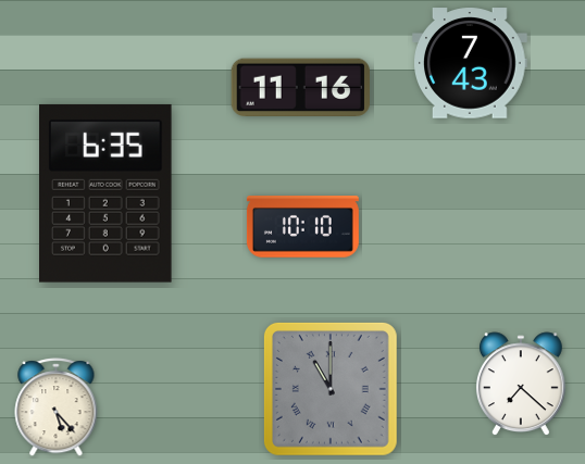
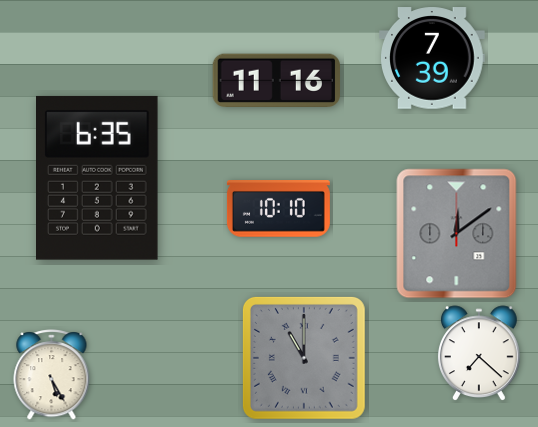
clock at (470, 63): 7:43 -> 7:39
clock at (457, 234): none -> 12:09
clock at (57, 407): 5:23 -> 5:25
